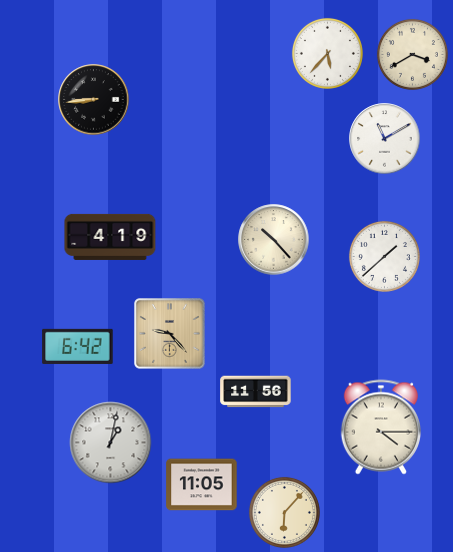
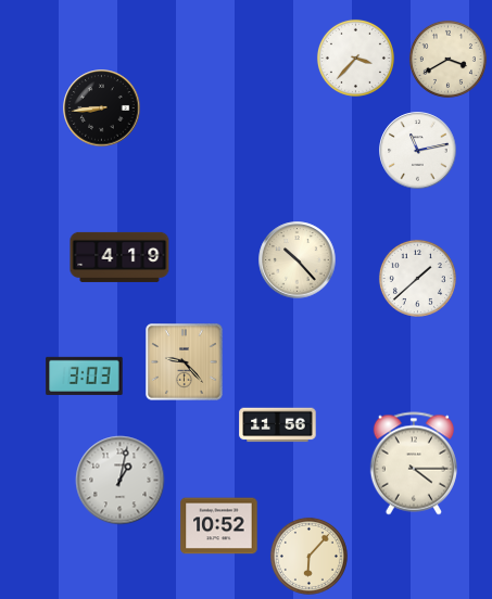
clock at (327, 53): 5:37 -> 3:37
clock at (385, 139): 11:10 -> 11:13
clock at (78, 346): 6:42 -> 3:03
clock at (202, 485): 11:05 -> 10:52
